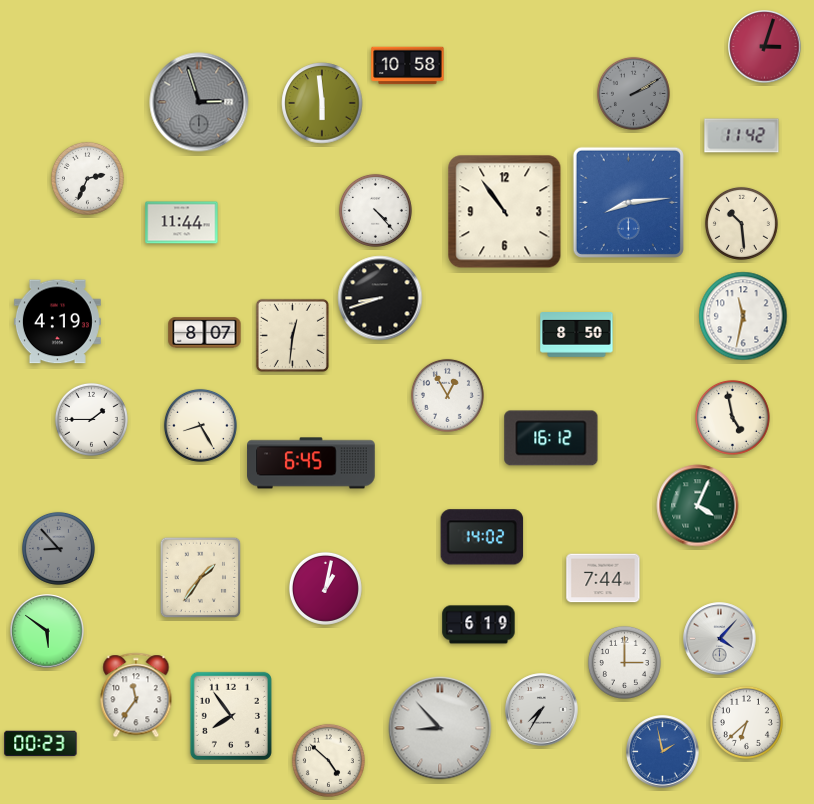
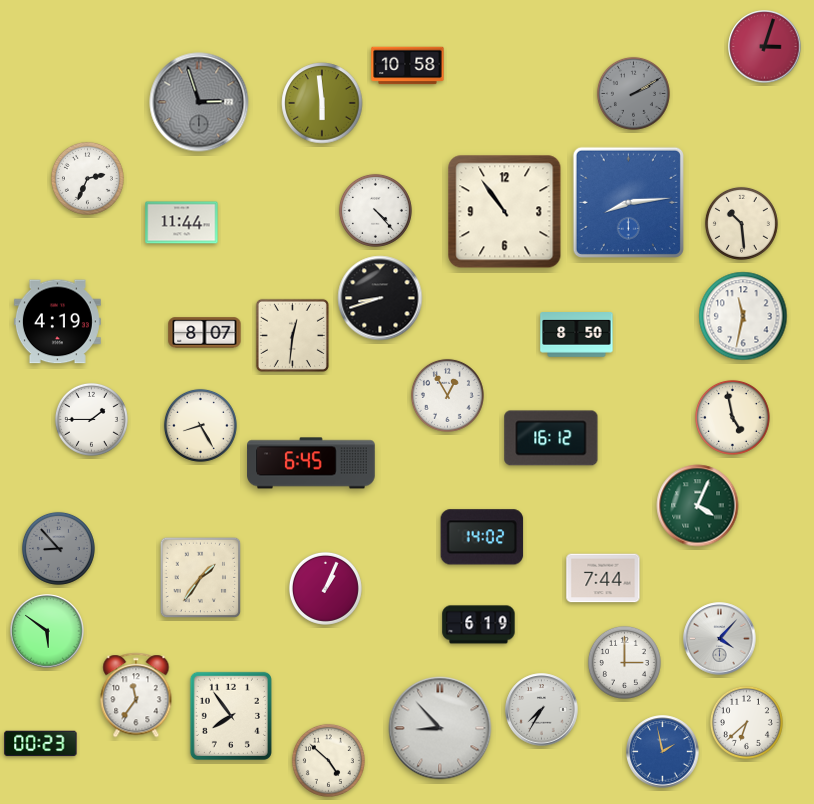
clock at (742, 136): 11:42 -> none
clock at (325, 588): 1:02 -> 1:04
